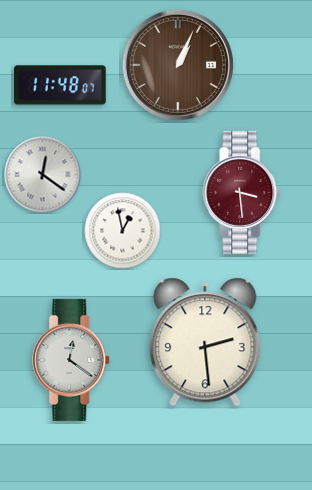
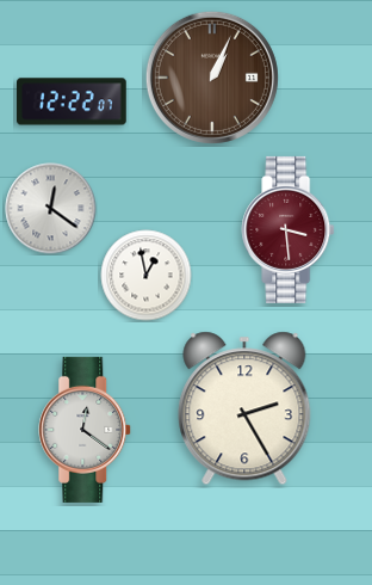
clock at (61, 85): 11:48 -> 12:22
clock at (205, 342): 2:29 -> 2:25
